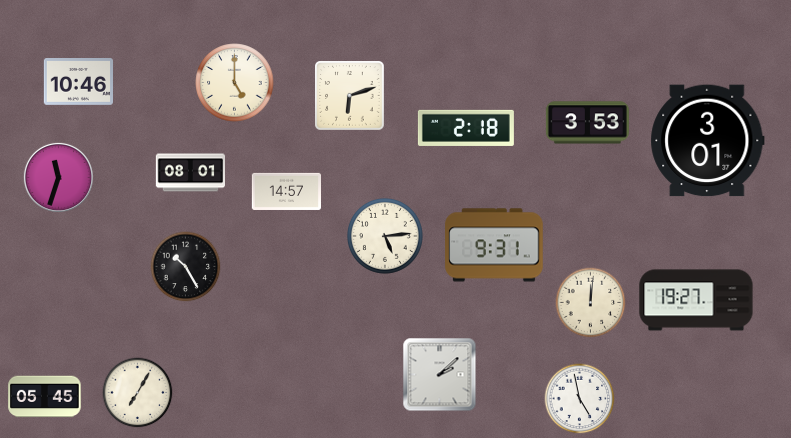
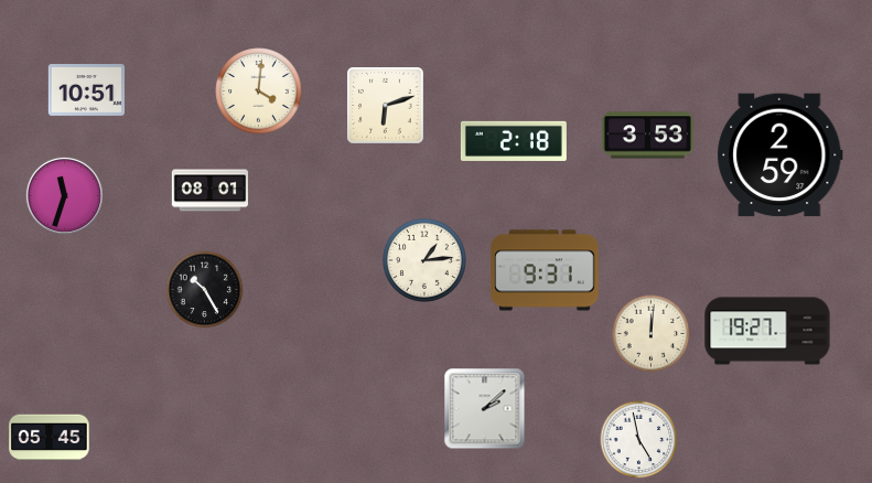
clock at (78, 82): 10:46 -> 10:51
clock at (235, 83): 5:00 -> 4:01
clock at (708, 141): 3:01 -> 2:59
clock at (286, 191): 14:57 -> none
clock at (385, 236): 5:14 -> 1:14
clock at (186, 267) position: (186, 267) -> (205, 290)
clock at (440, 375) position: (440, 375) -> (485, 409)
clock at (138, 393): 7:05 -> none
